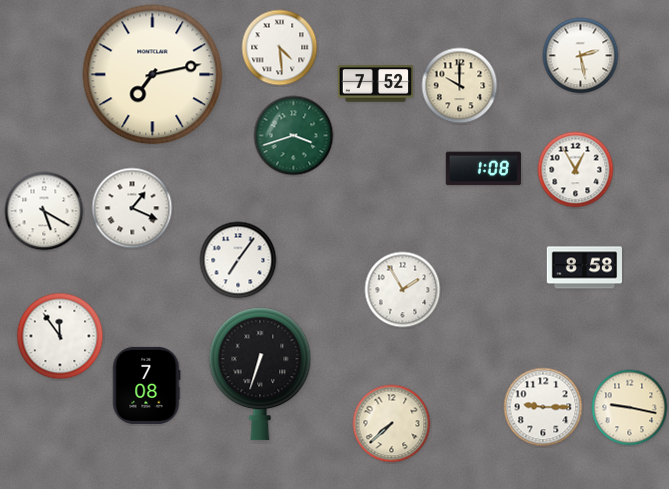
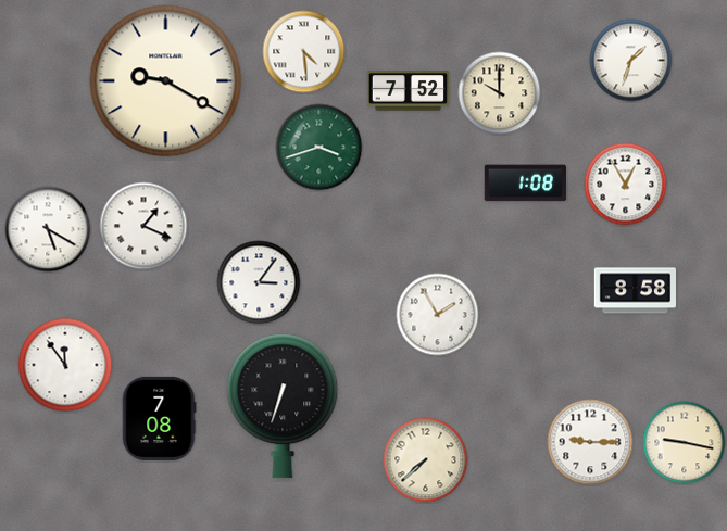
clock at (581, 56): 2:28 -> 1:33
clock at (153, 75): 7:13 -> 9:20
clock at (238, 260): 7:06 -> 3:06
